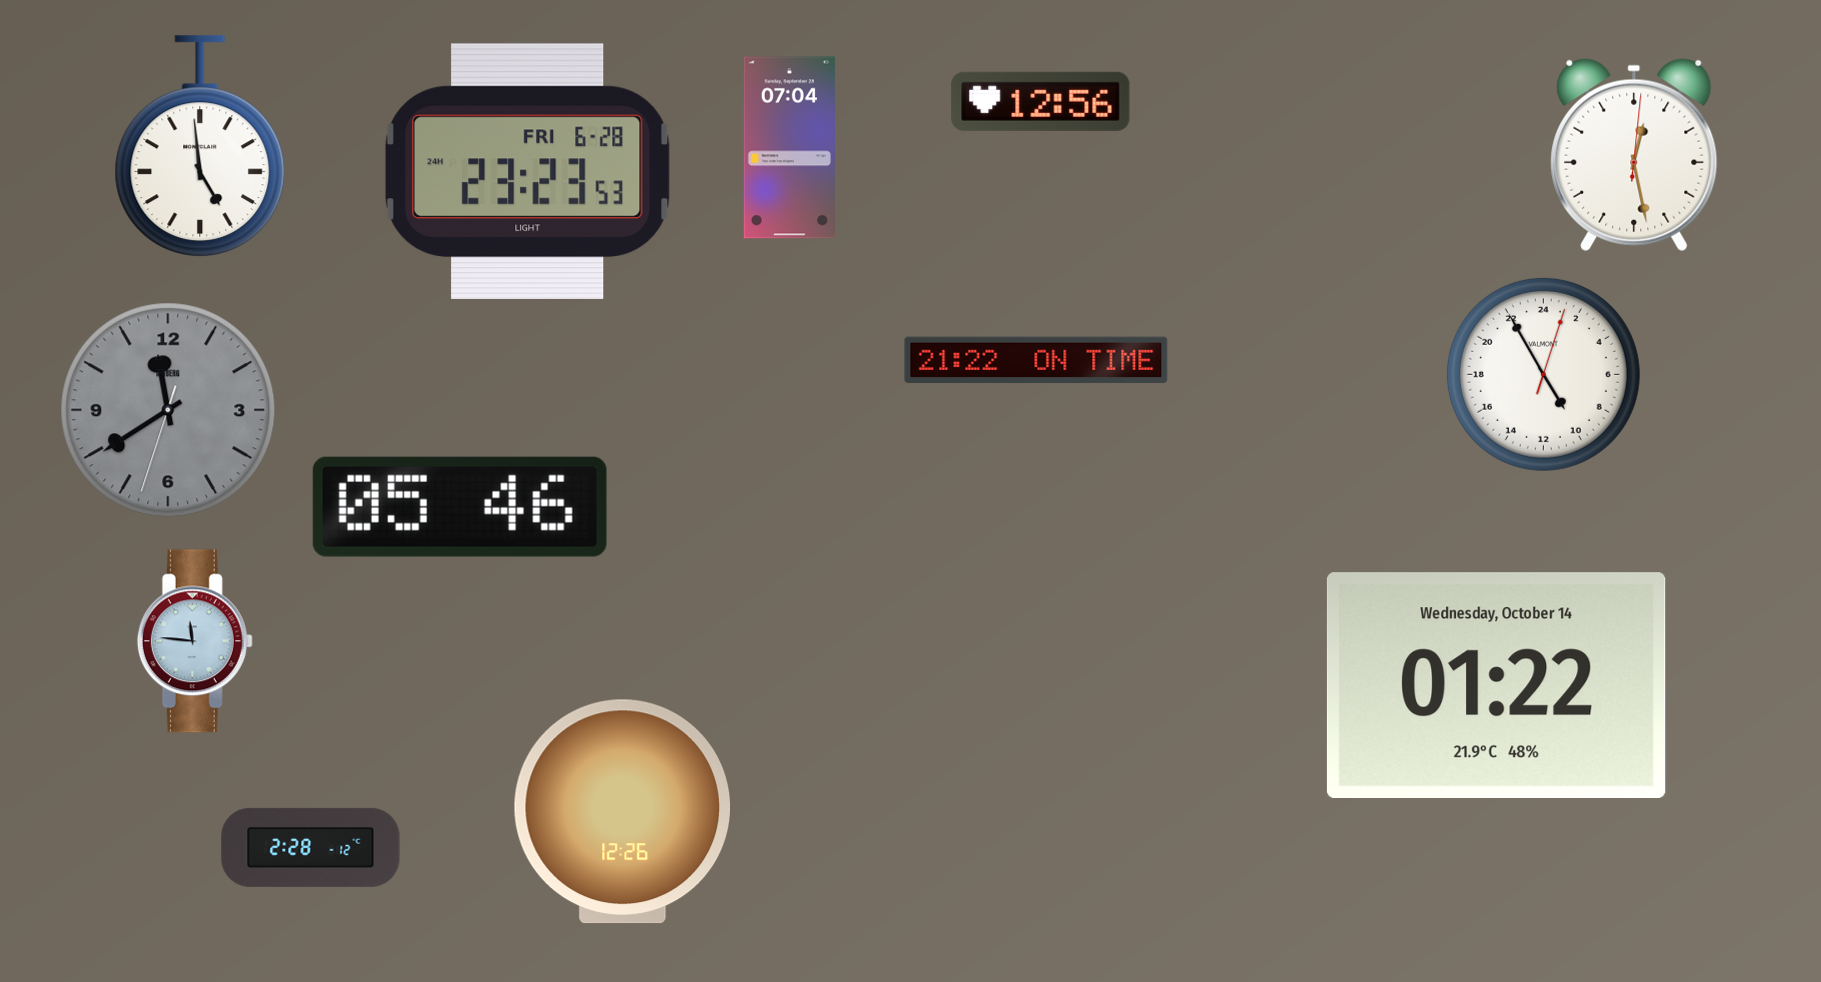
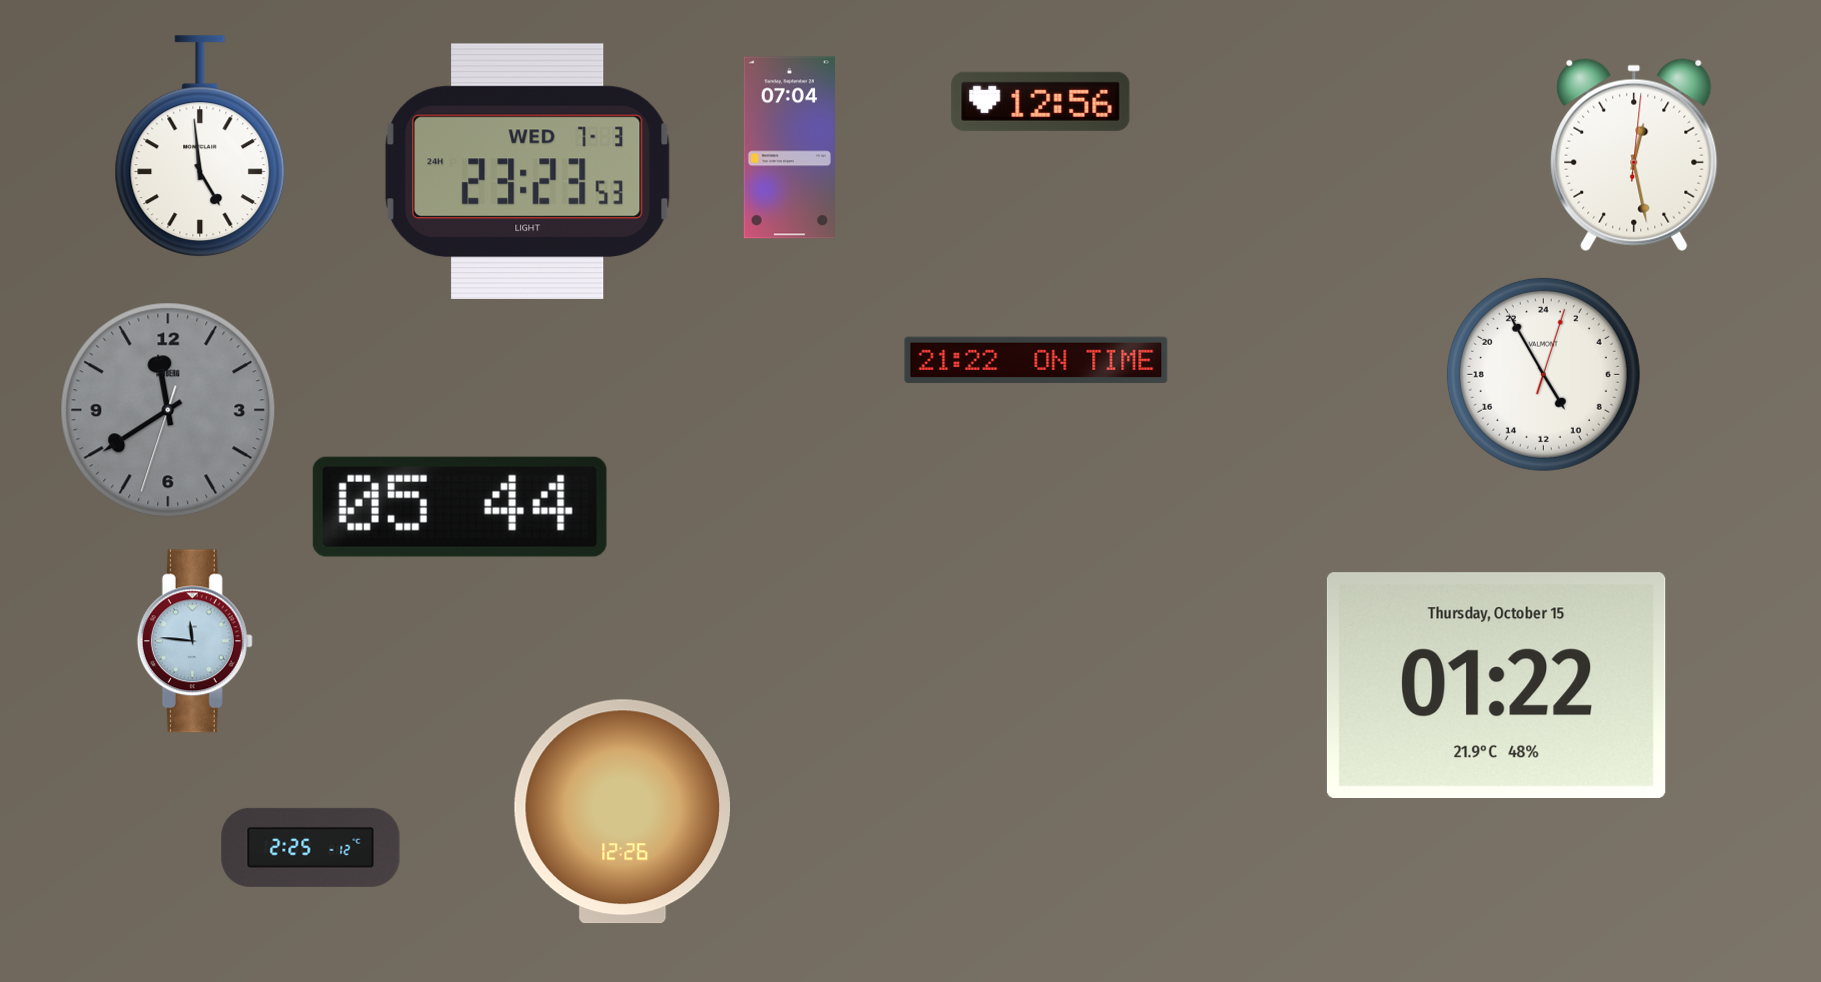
clock at (527, 171) date: FRI 6-28 -> WED 7-3
clock at (460, 507): 05:46 -> 05:44
clock at (1496, 685) date: Wednesday, October 14 -> Thursday, October 15
clock at (311, 847): 2:28 -> 2:25
